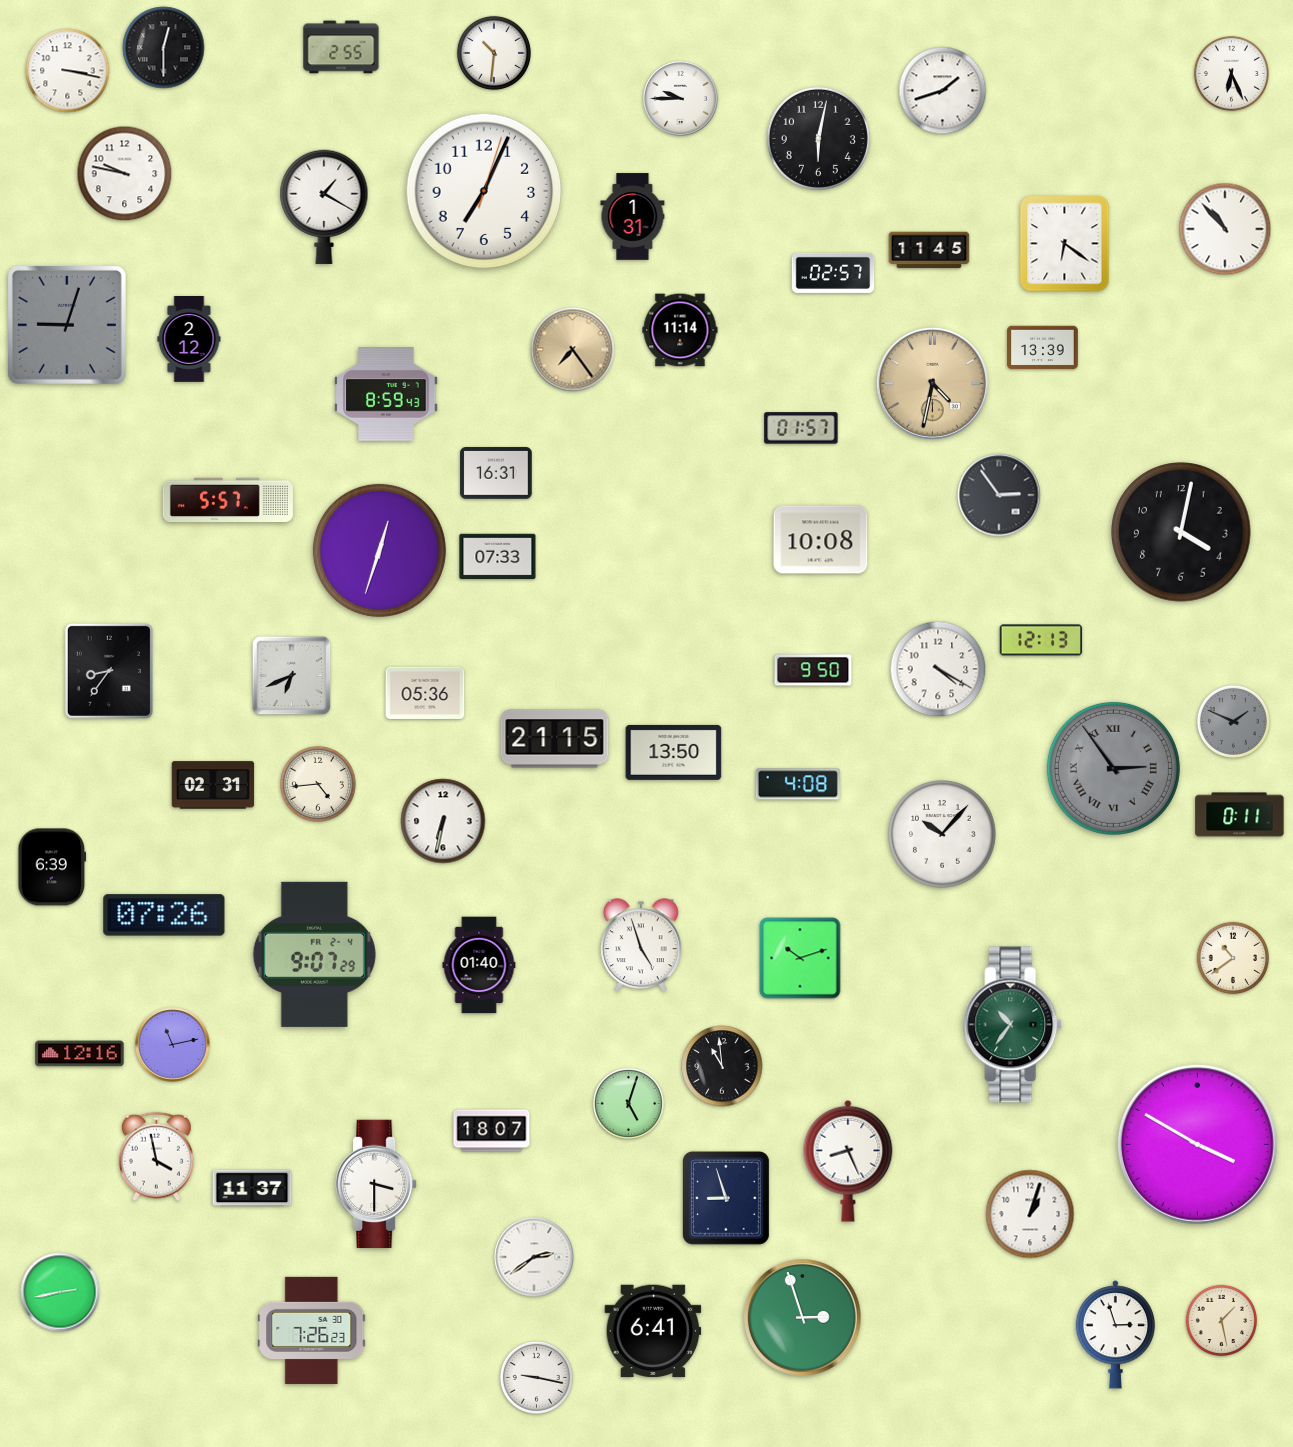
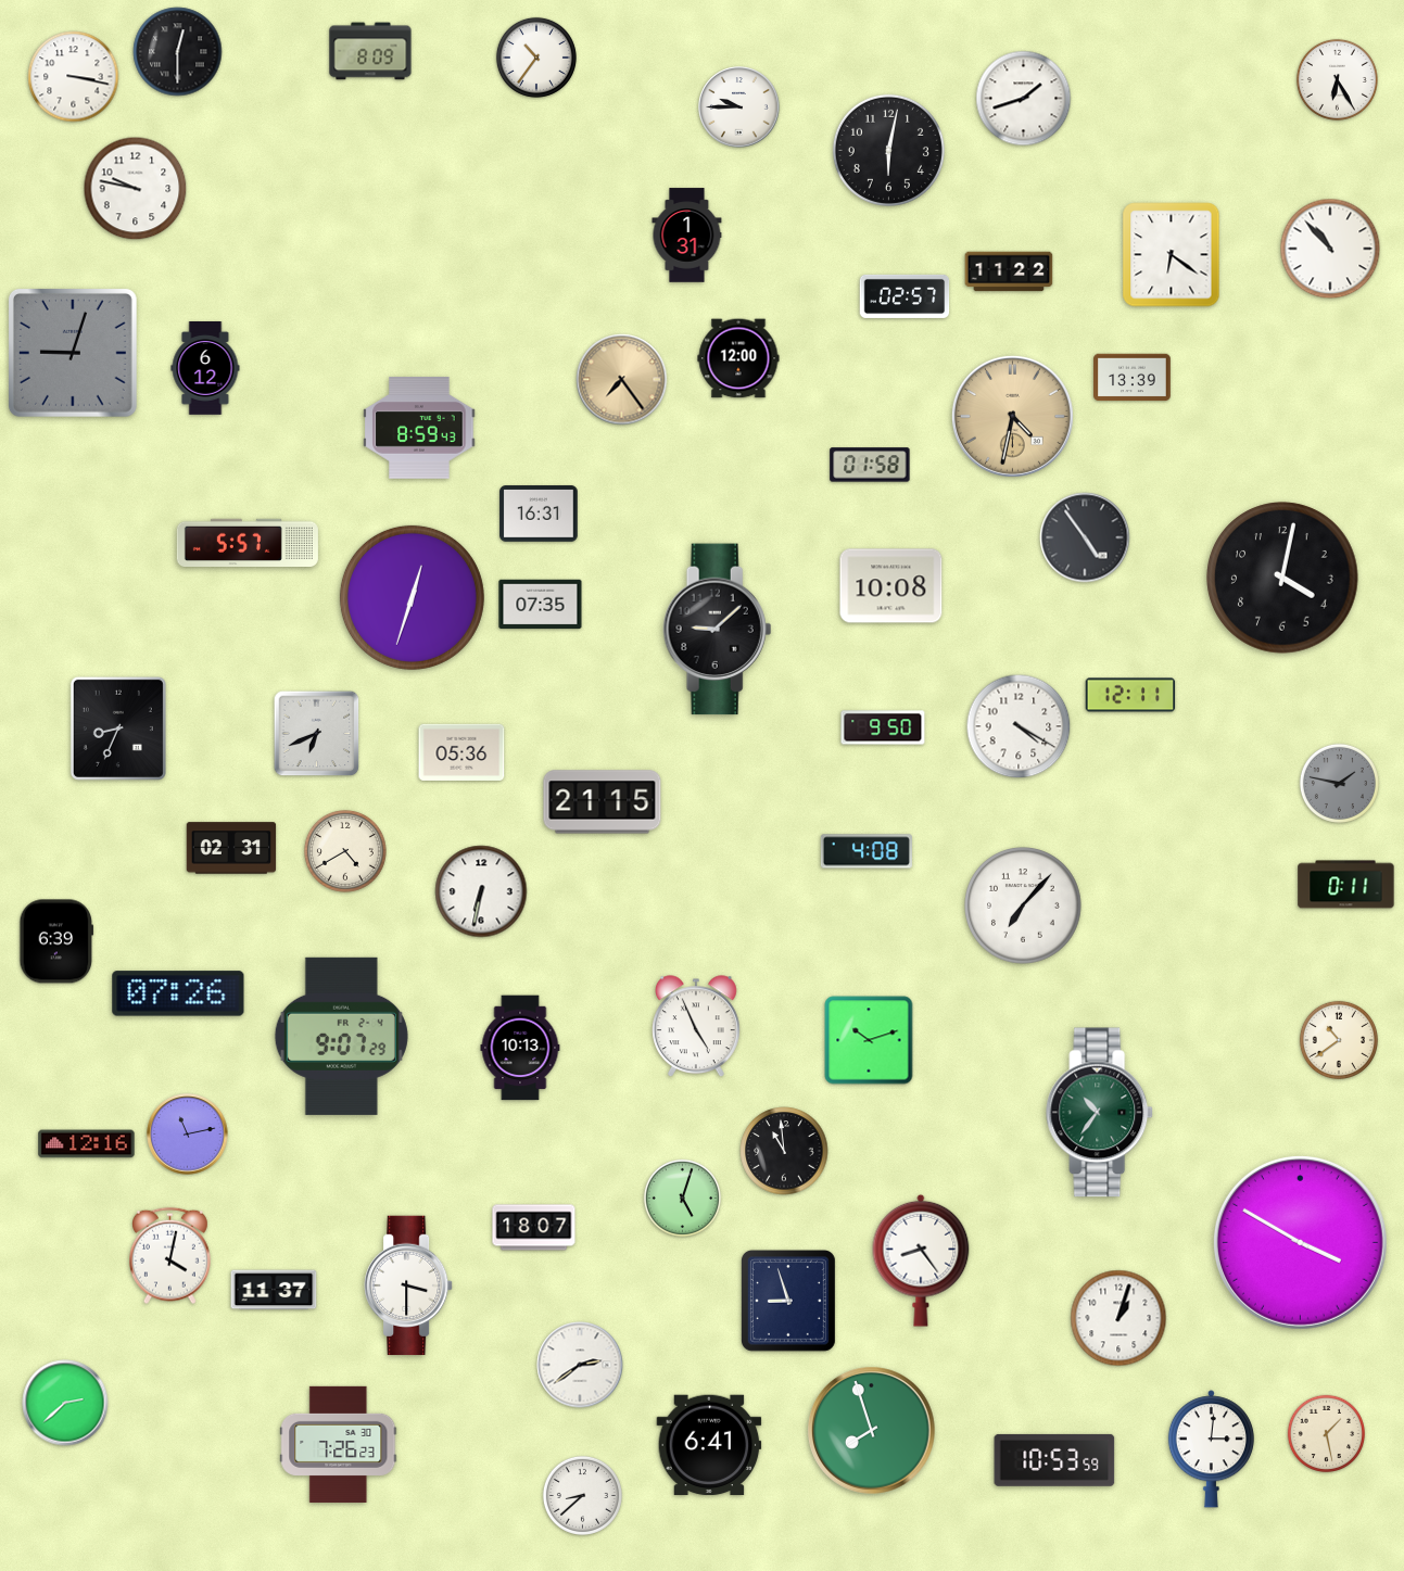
clock at (341, 47): 2:55 -> 8:09
clock at (494, 53): 10:31 -> 10:36
clock at (1231, 73): 6:26 -> 6:25
clock at (484, 191): 7:04 -> none
clock at (324, 207): 1:20 -> none
clock at (1065, 244) position: (1065, 244) -> (1172, 255)
clock at (929, 250): 11:45 -> 11:22
clock at (680, 330): 11:14 -> 12:00
clock at (189, 340): 2:12 -> 6:12
clock at (801, 428): 01:57 -> 01:58
clock at (999, 495): 2:54 -> 4:54
clock at (498, 557): 07:33 -> 07:35
clock at (718, 630): none -> 9:08
clock at (1041, 640): 12:13 -> 12:11
clock at (109, 671): 8:36 -> 8:34
clock at (1233, 721): 1:49 -> 1:47
clock at (674, 752): 13:50 -> none
clock at (1113, 768): 2:54 -> none
clock at (318, 784): 4:44 -> 4:40
clock at (213, 785) position: (213, 785) -> (231, 848)
clock at (942, 834): 10:07 -> 7:07
clock at (642, 946): 4:57 -> 4:56
clock at (479, 965): 01:40 -> 10:13
clock at (722, 1066) position: (722, 1066) -> (784, 1151)
clock at (157, 1157): 3:58 -> 4:02
clock at (848, 1161): 8:26 -> 8:24
clock at (60, 1292): 2:43 -> 2:38
clock at (803, 1318): 2:57 -> 7:57
clock at (1115, 1335): 2:57 -> 3:01
clock at (1054, 1460): none -> 10:53
clock at (536, 1377): 9:17 -> 8:38
